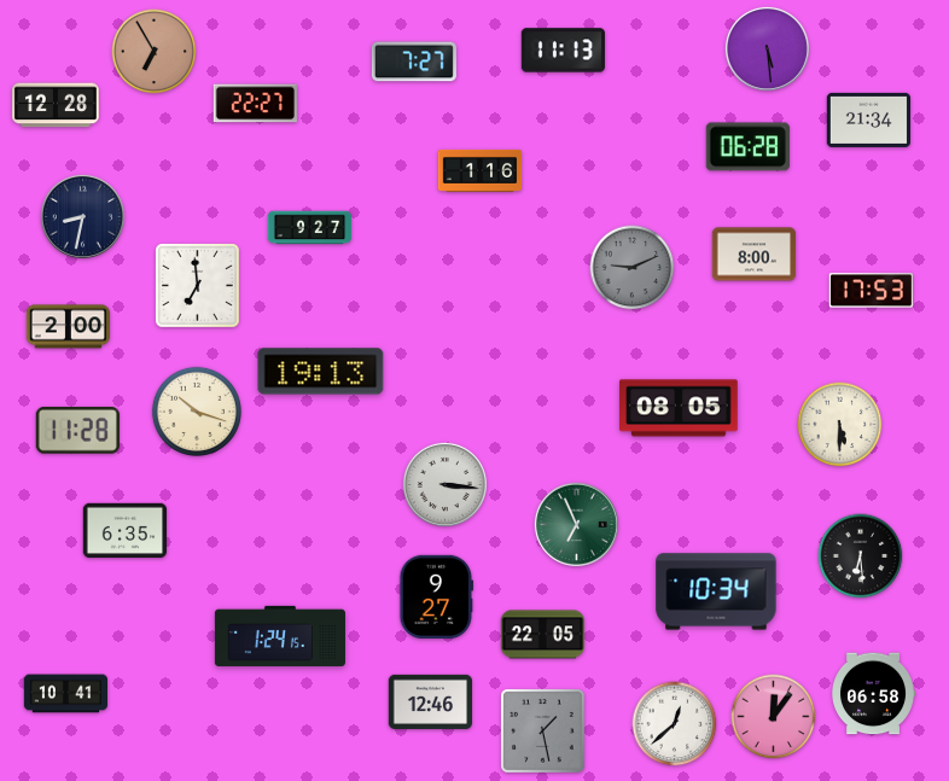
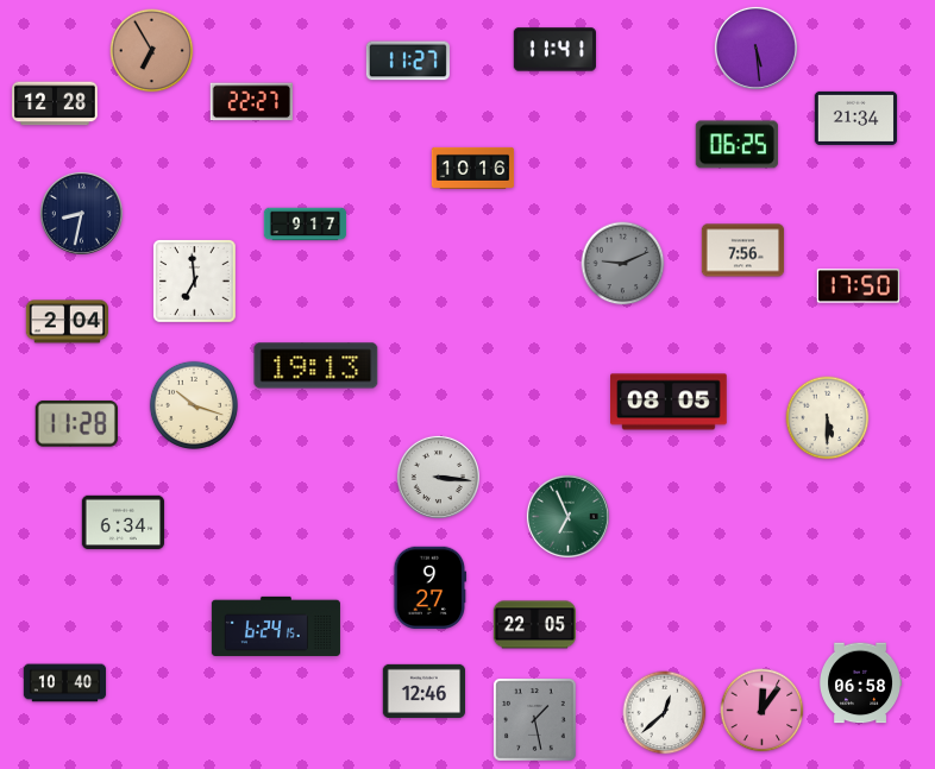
clock at (563, 51): 11:13 -> 11:41
clock at (414, 62): 7:27 -> 11:27
clock at (747, 147): 06:28 -> 06:25
clock at (481, 170): 1:16 -> 10:16
clock at (310, 228): 9:27 -> 9:17
clock at (755, 255): 8:00 -> 7:56
clock at (871, 291): 17:53 -> 17:50
clock at (68, 327): 2:00 -> 2:04
clock at (126, 531): 6:35 -> 6:34
clock at (861, 556): 6:29 -> none
clock at (716, 591): 10:34 -> none
clock at (280, 636): 1:24 -> 6:24
clock at (66, 694): 10:41 -> 10:40
clock at (774, 717) position: (774, 717) -> (763, 711)
